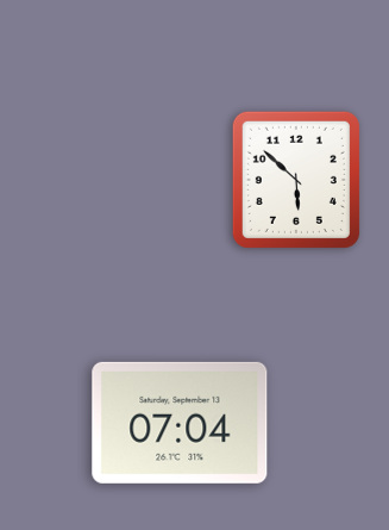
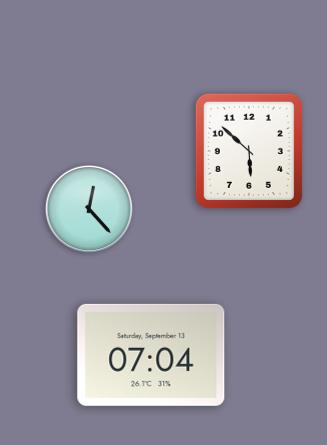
clock at (89, 209): none -> 12:23
